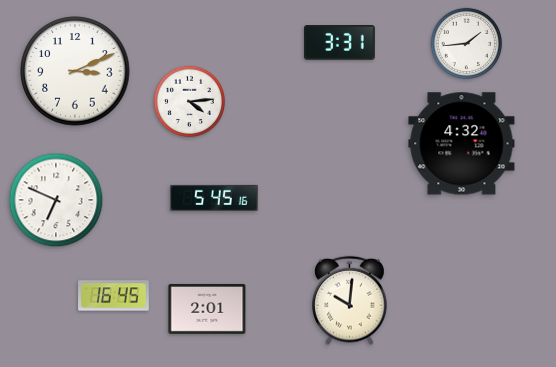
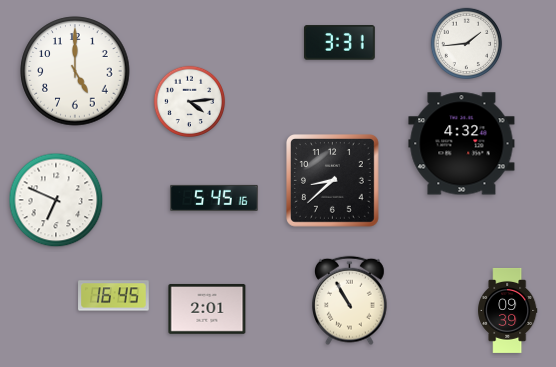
clock at (75, 71): 3:11 -> 5:00
clock at (333, 181): none -> 8:38
clock at (350, 301): 10:01 -> 10:55
clock at (508, 310): none -> 09:39
